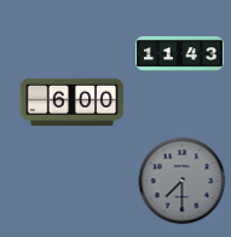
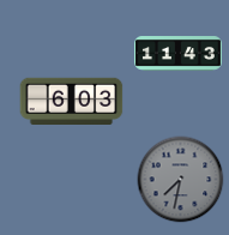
clock at (73, 102): 6:00 -> 6:03
clock at (183, 181): 7:30 -> 7:32
